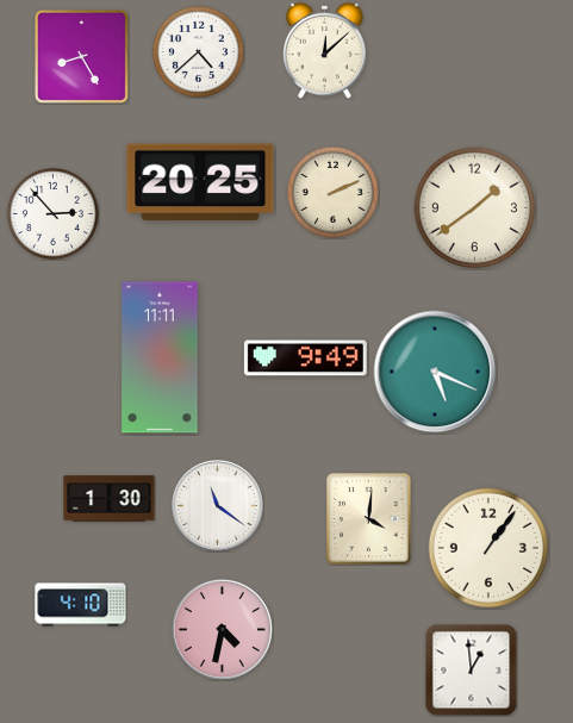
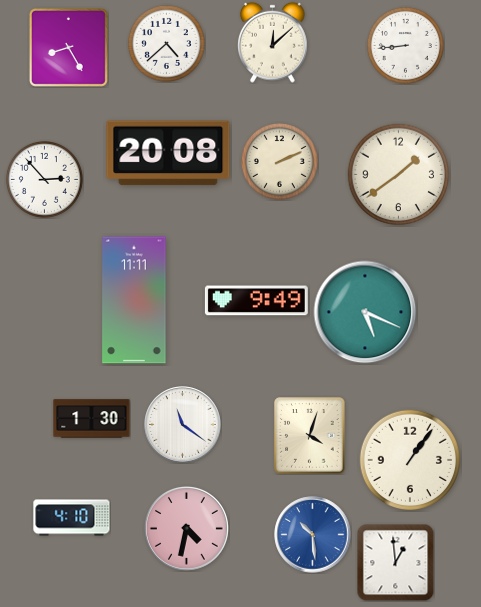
clock at (405, 45): none -> 8:44
clock at (200, 182): 20:25 -> 20:08
clock at (369, 519): 4:01 -> 4:03
clock at (81, 605) position: (81, 605) -> (72, 518)
clock at (313, 535): none -> 10:29
